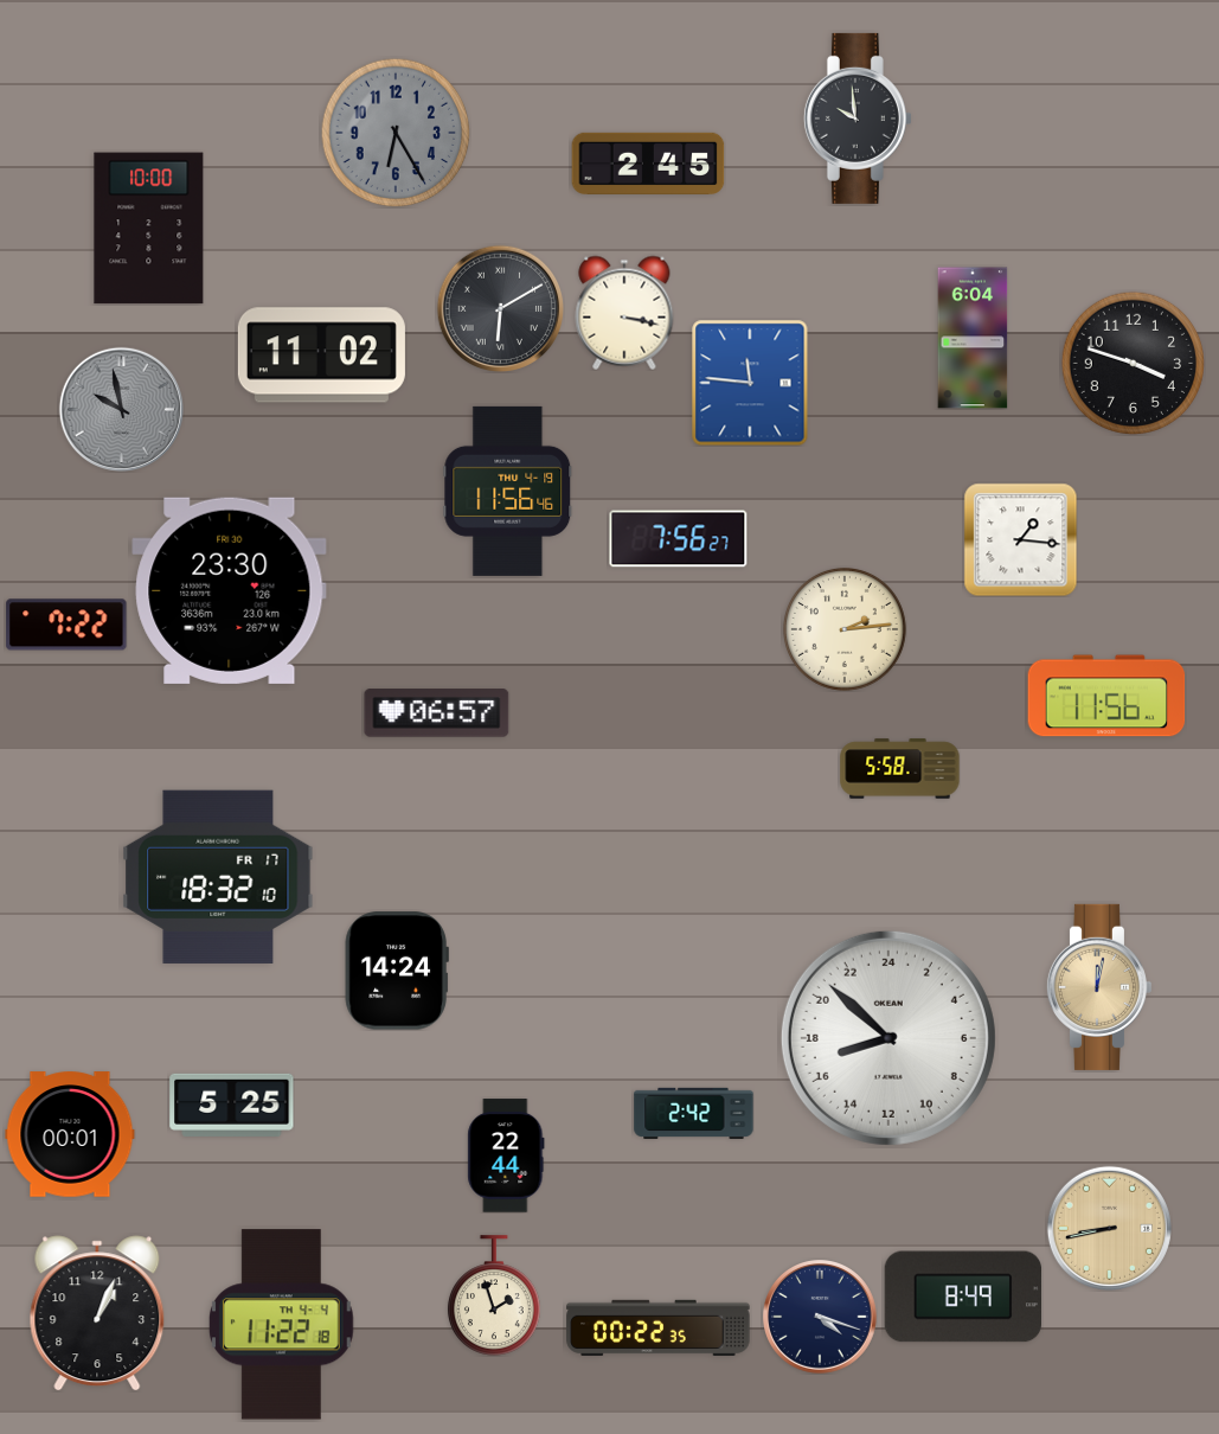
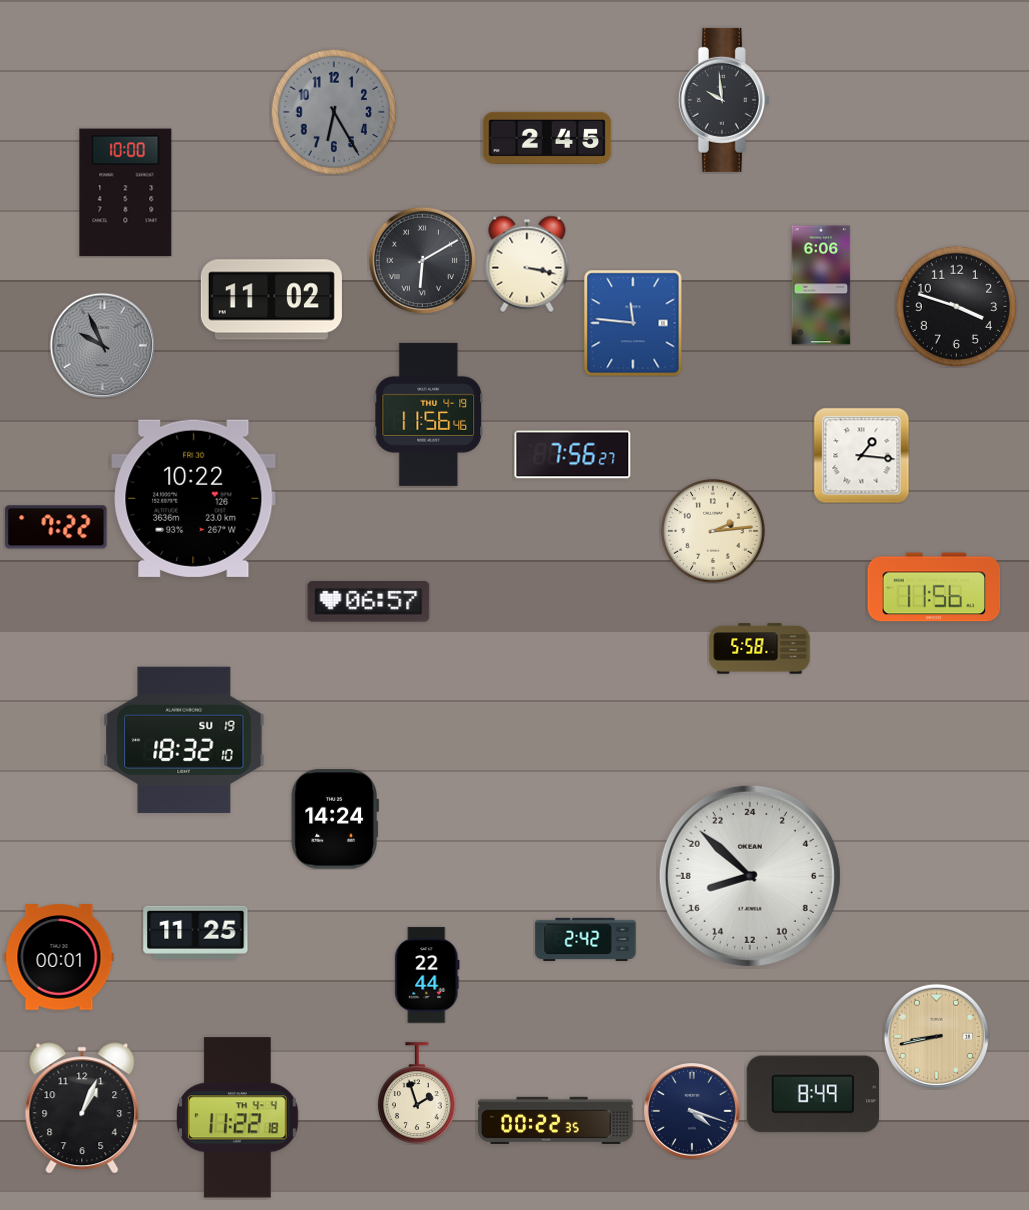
clock at (973, 338): 6:04 -> 6:06
clock at (121, 409): 9:58 -> 9:56
clock at (230, 590): 23:30 -> 10:22
clock at (218, 877) date: FR 17 -> SU 19
clock at (1098, 987): 12:02 -> none
clock at (232, 1105): 5:25 -> 11:25
